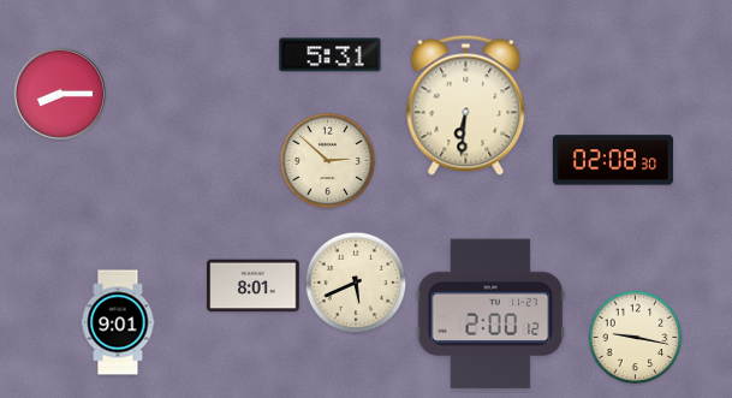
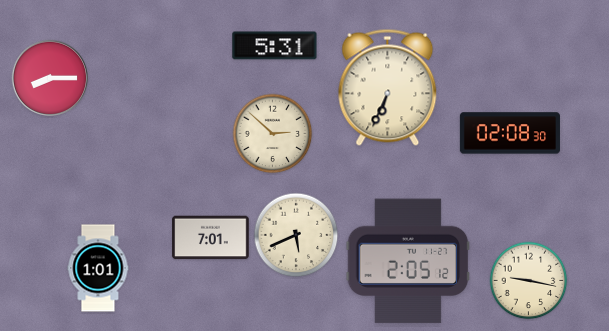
clock at (466, 105): 6:31 -> 6:34
clock at (254, 286): 8:01 -> 7:01
clock at (490, 314): 2:00 -> 2:05
clock at (118, 322): 9:01 -> 1:01
